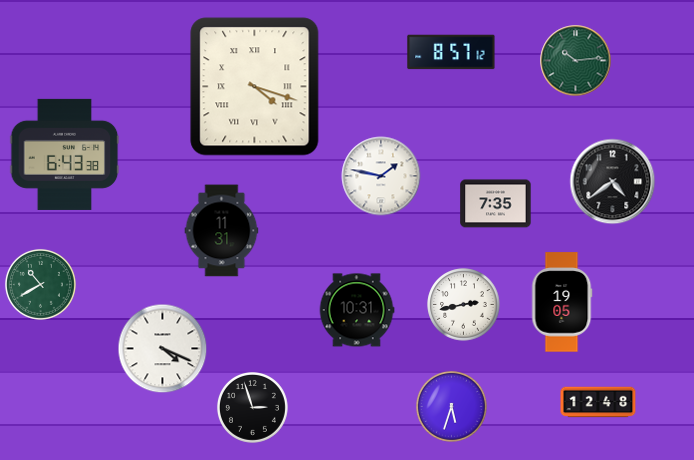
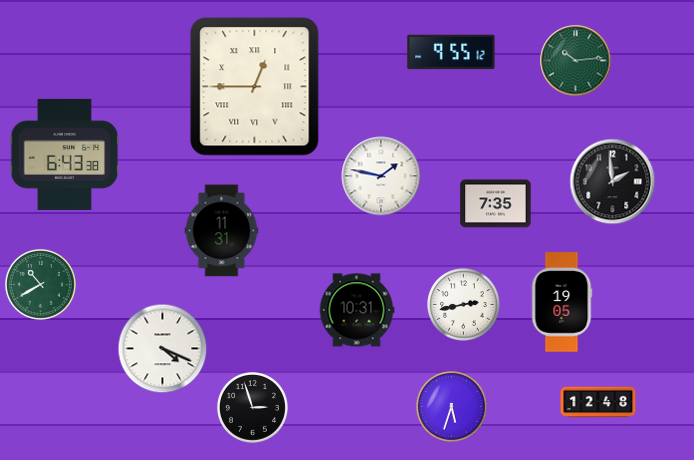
clock at (451, 52): 8:57 -> 9:55
clock at (255, 87): 4:18 -> 12:45
clock at (613, 182): 4:39 -> 1:59
